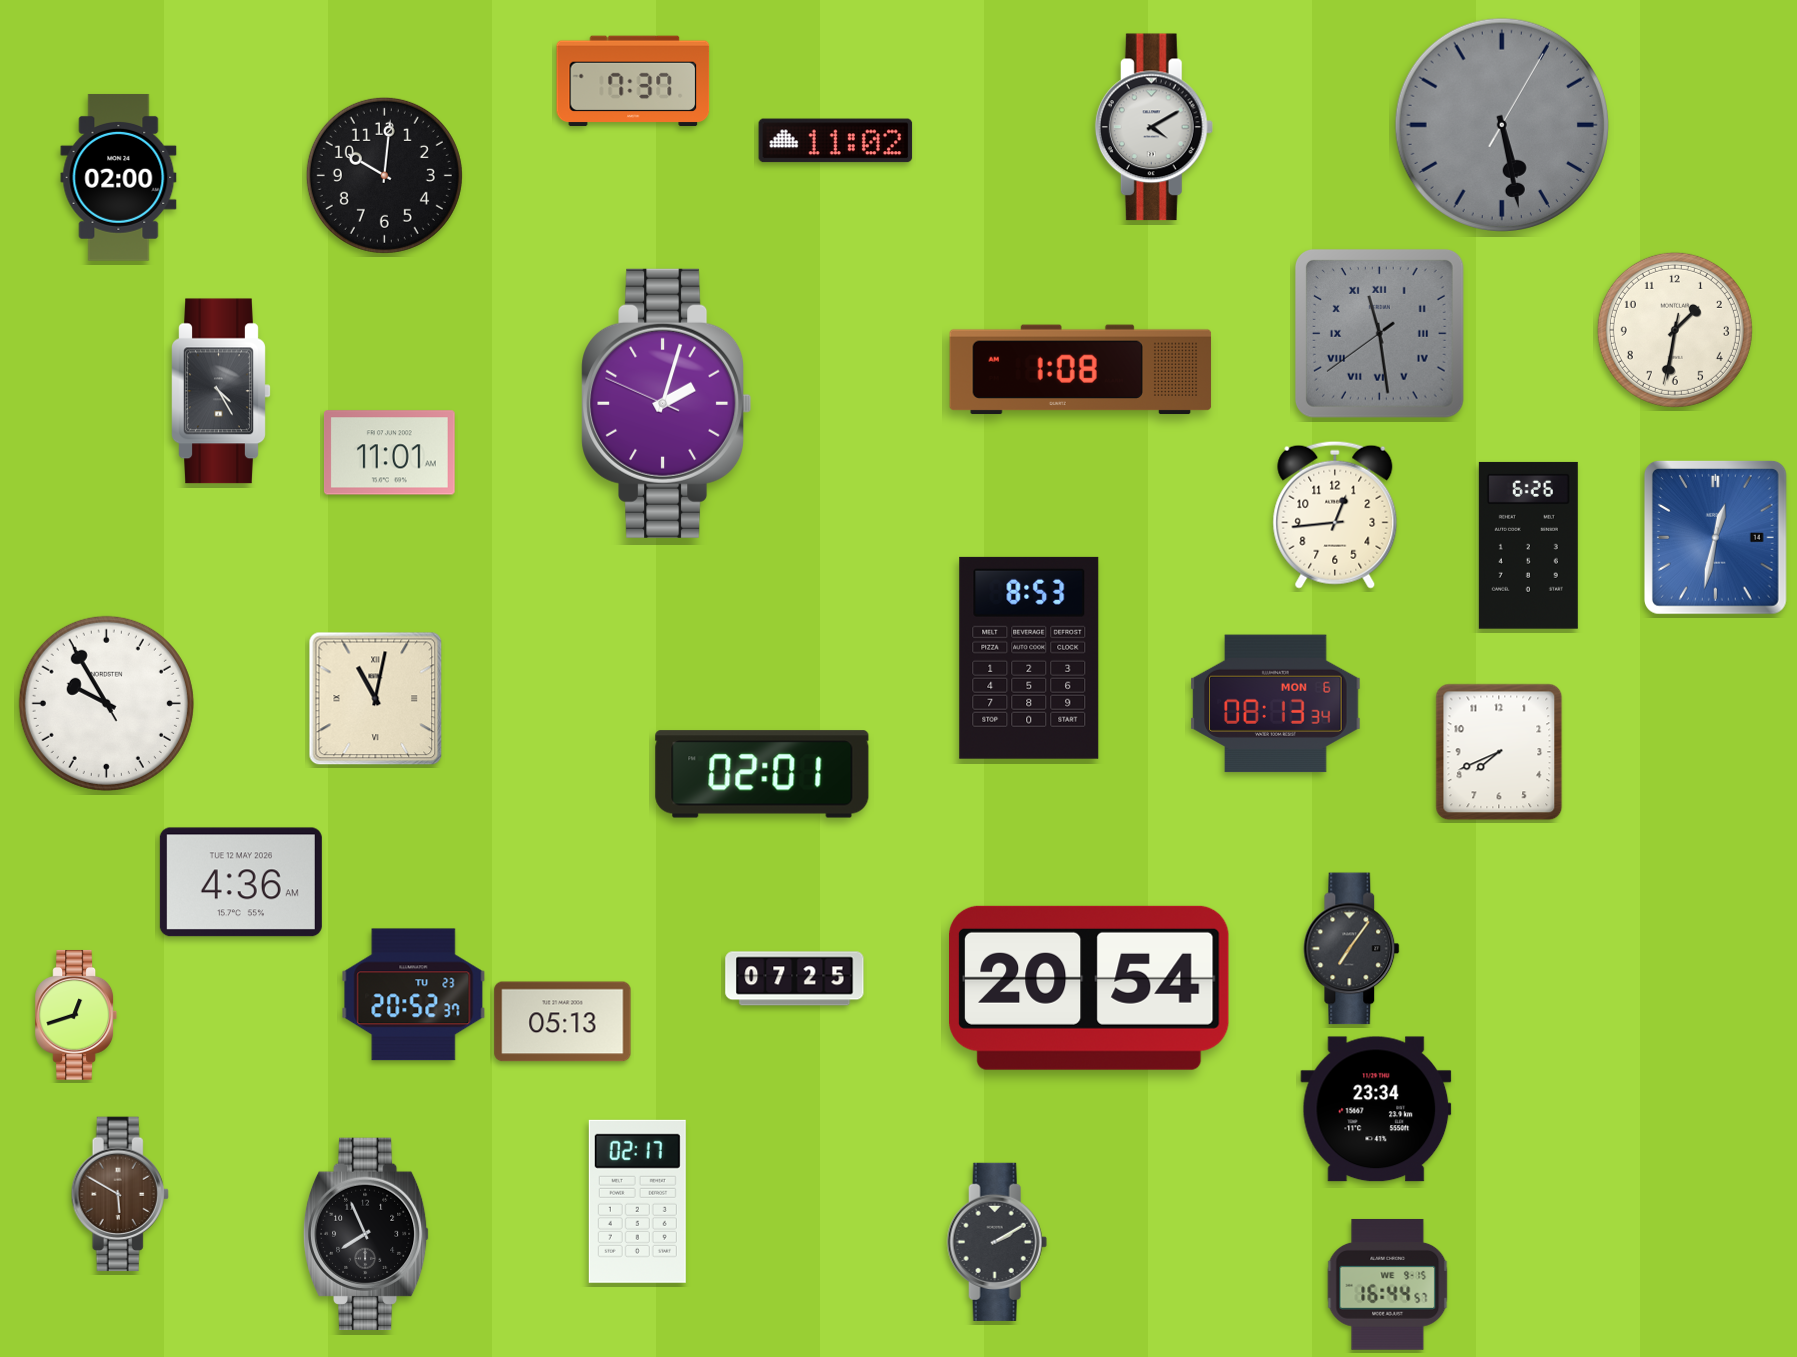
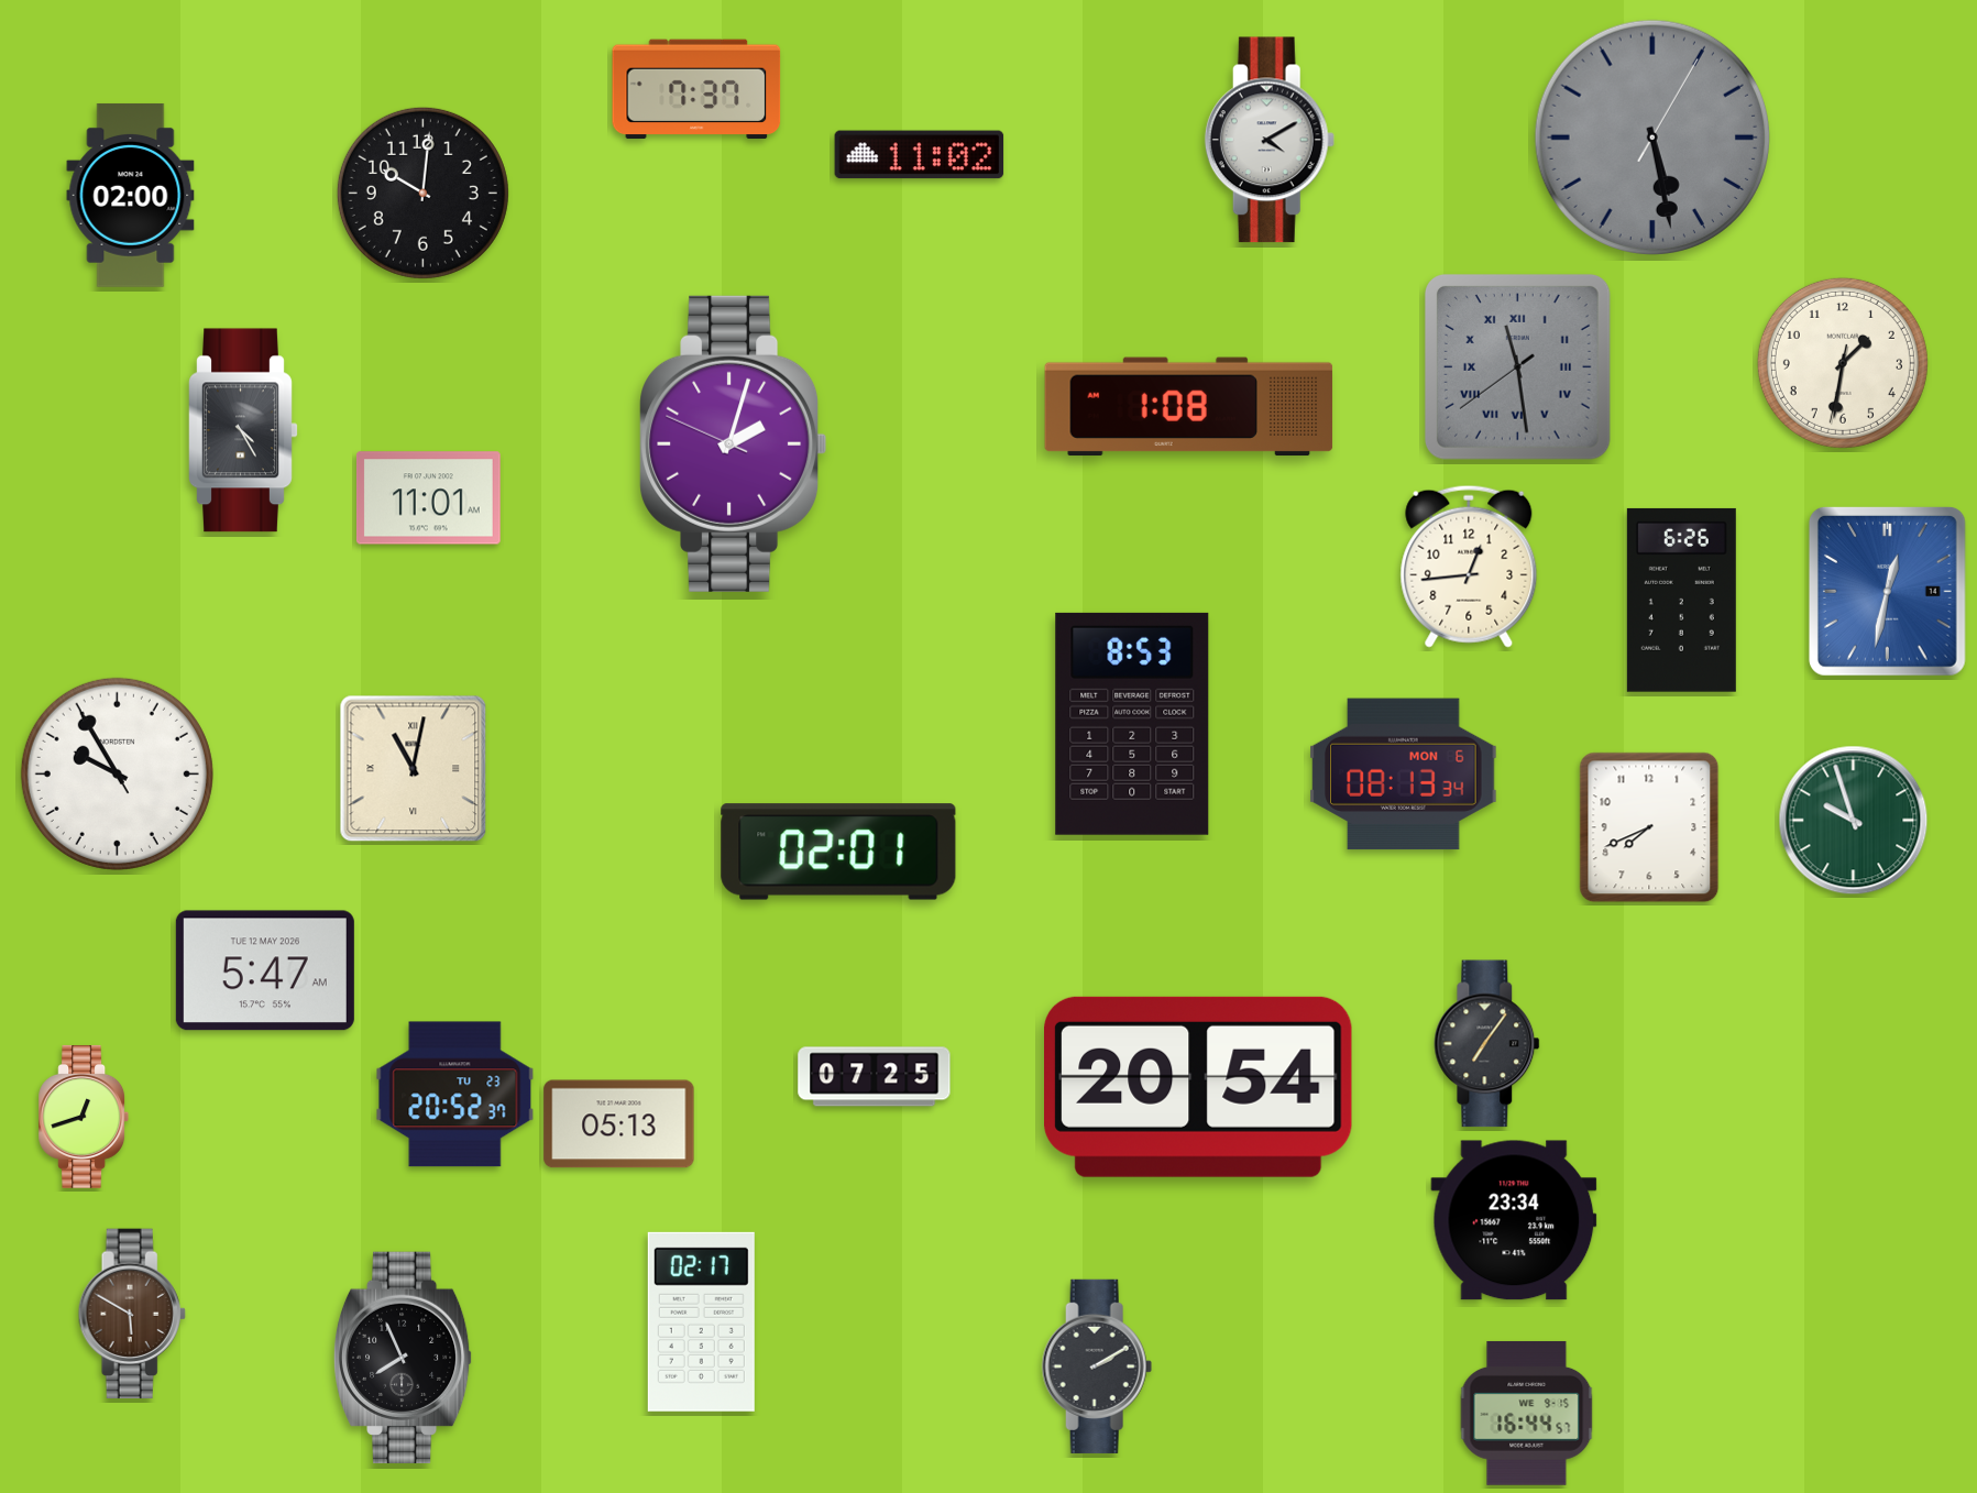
clock at (1854, 821): none -> 9:57
clock at (241, 882): 4:36 -> 5:47
